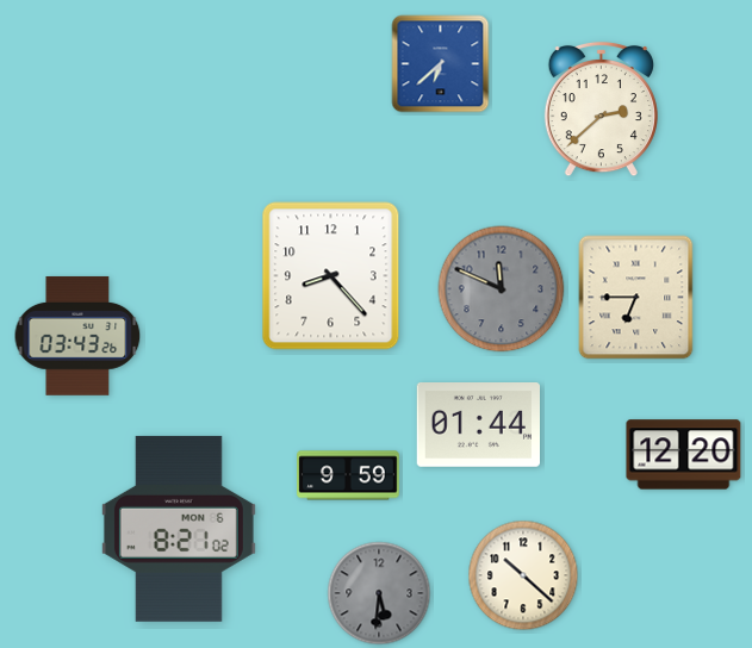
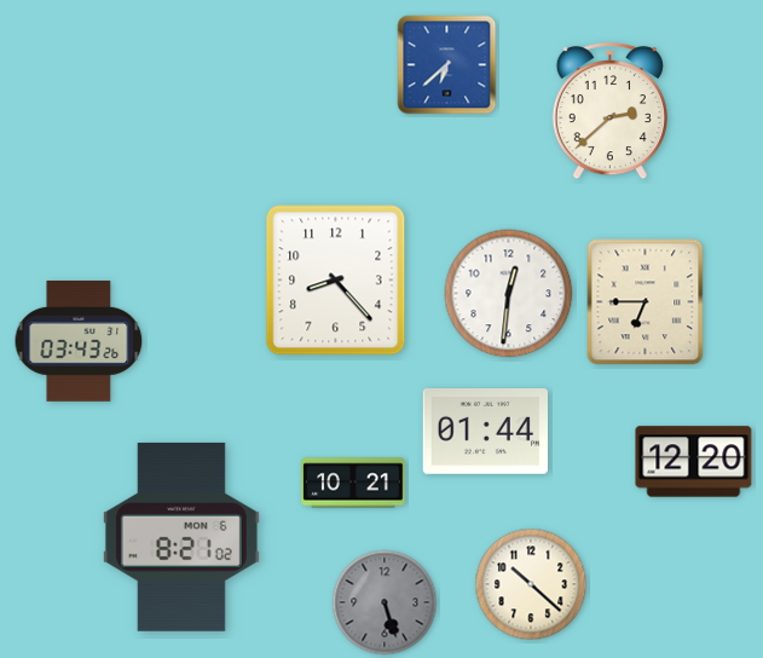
clock at (502, 289): 11:49 -> 12:31
clock at (502, 289) dial: grey -> white
clock at (348, 475): 9:59 -> 10:21
clock at (379, 593): 5:31 -> 5:27
